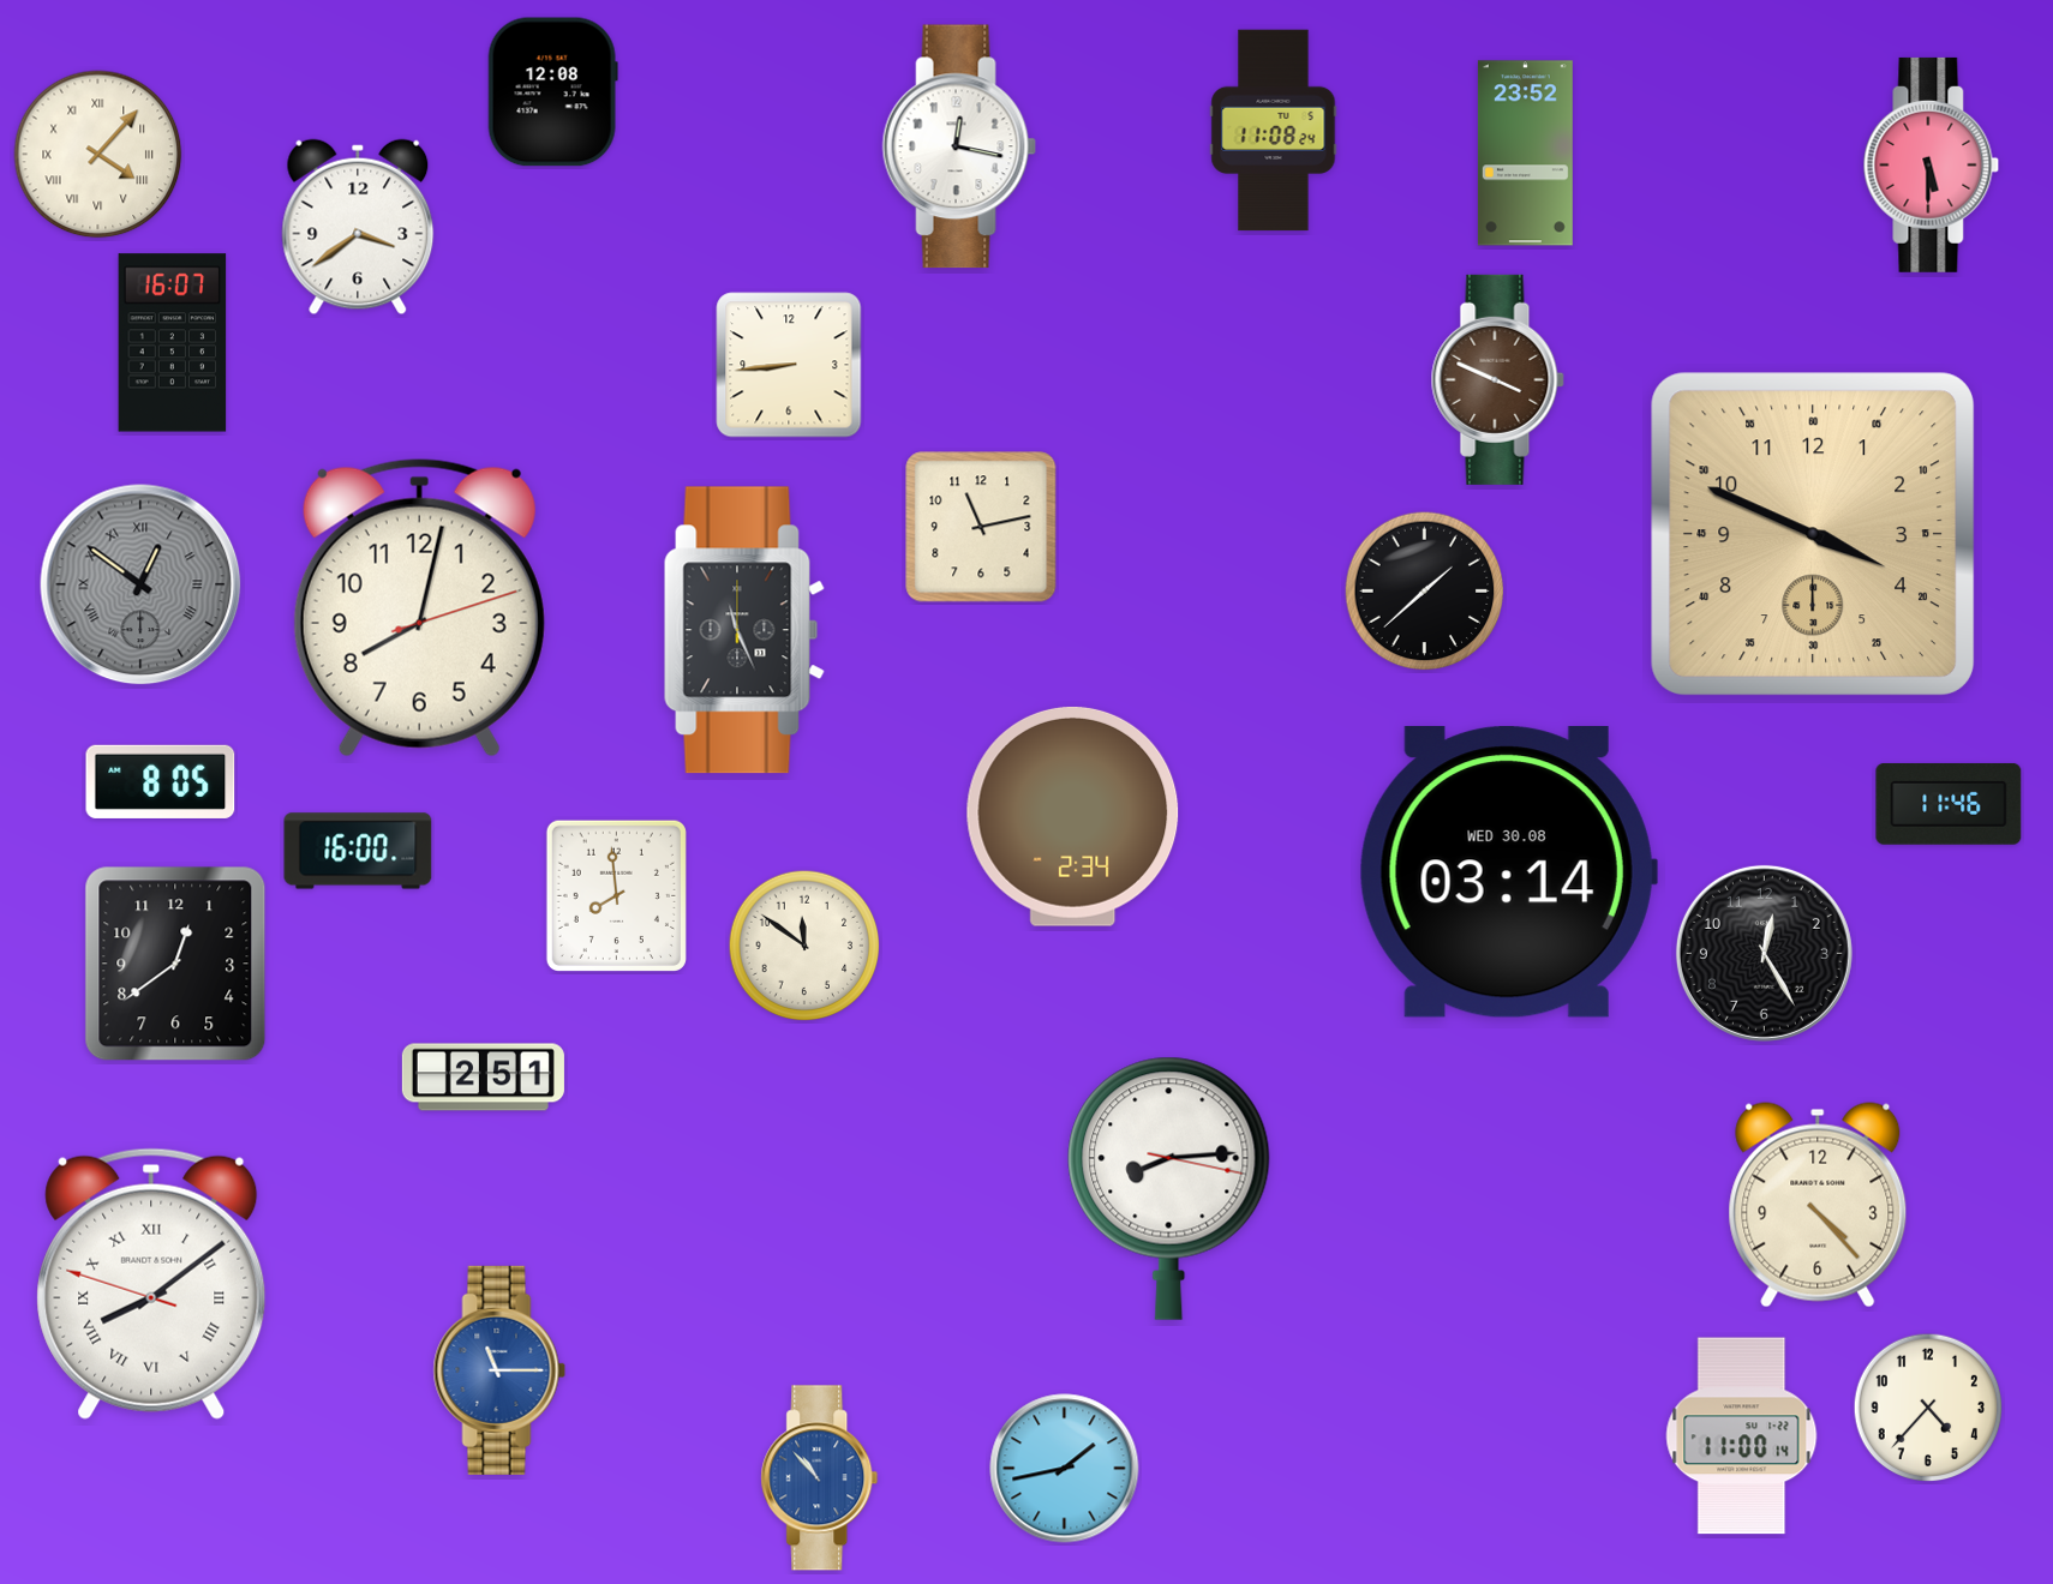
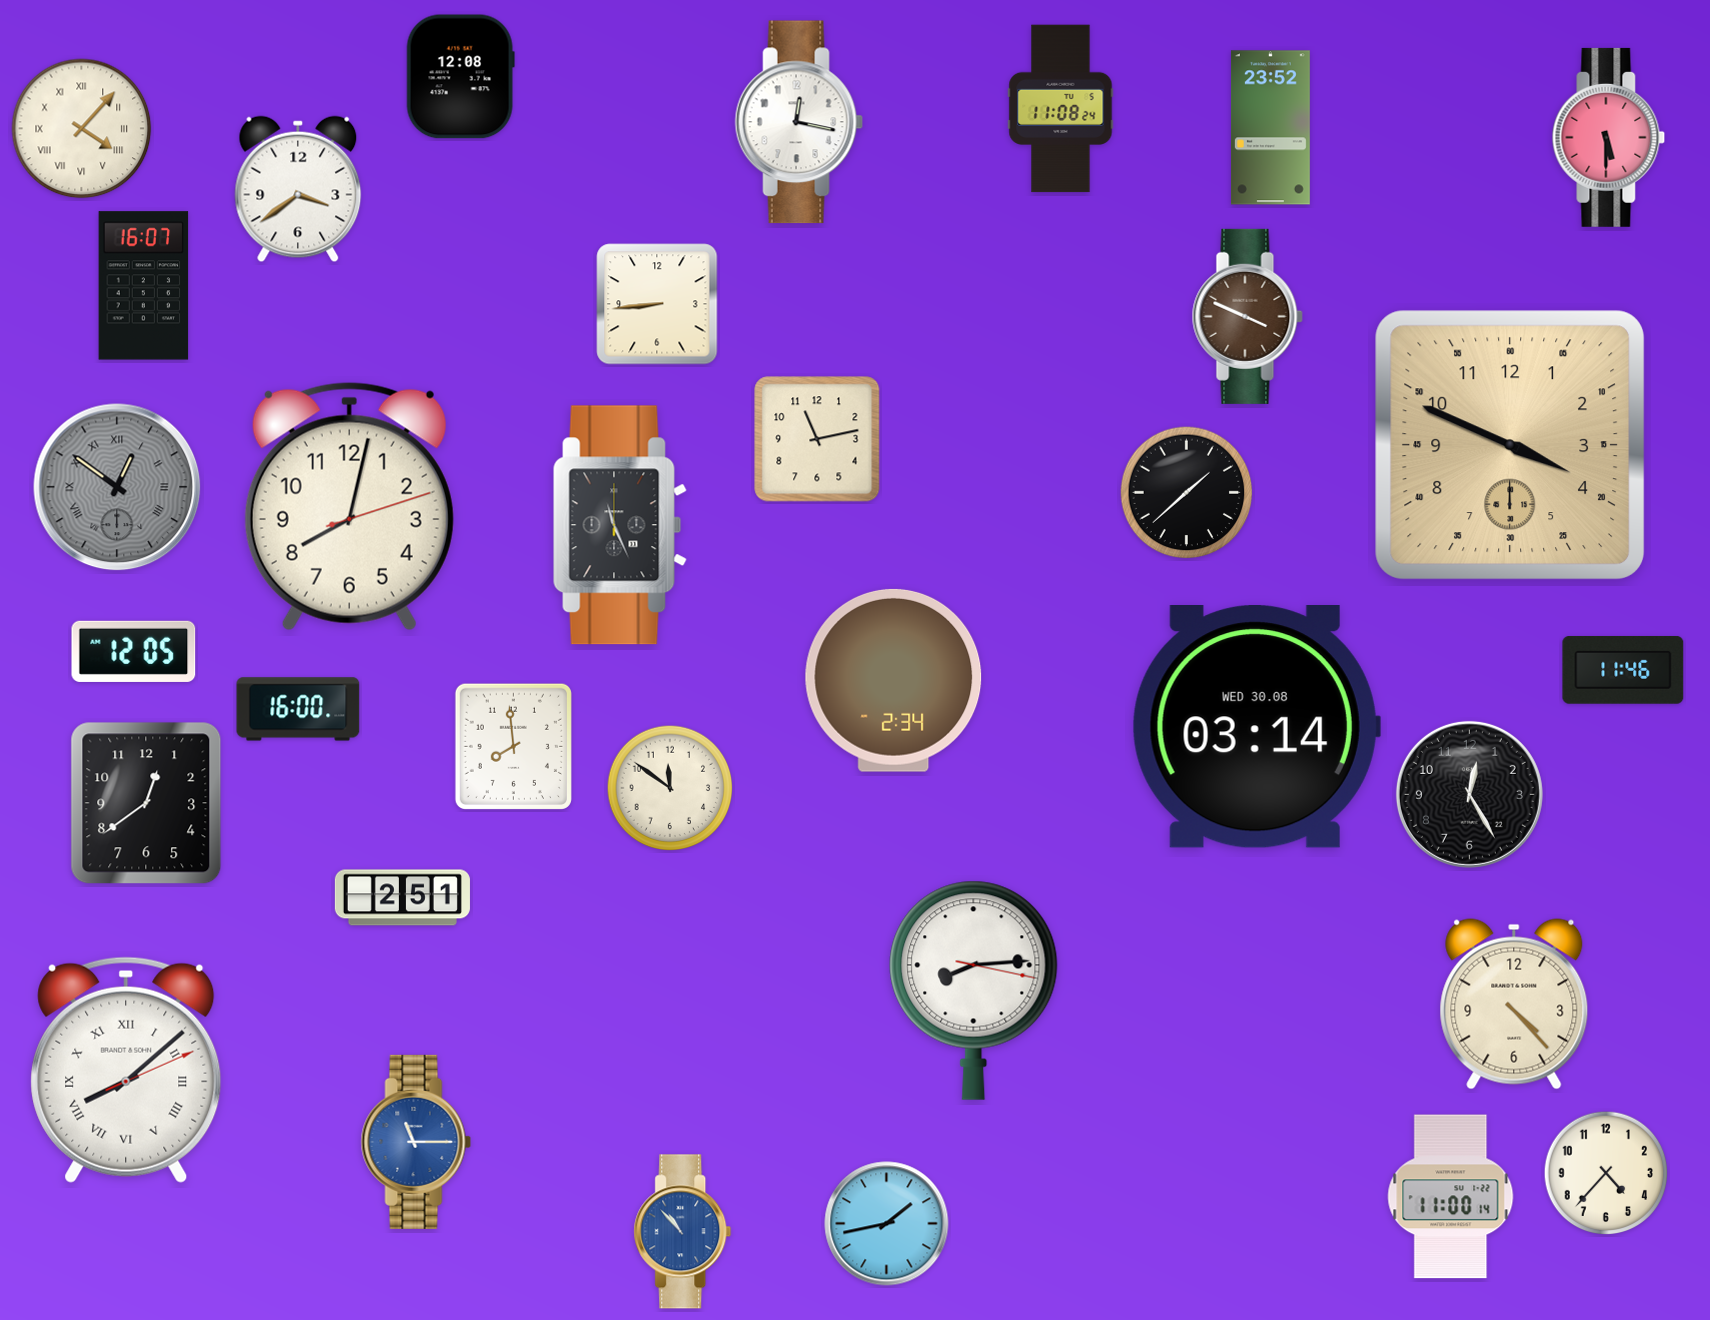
clock at (161, 781): 8:05 -> 12:05
clock at (151, 1284): 8:08:48 -> 8:08:11
